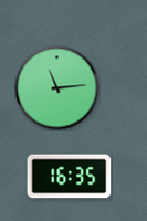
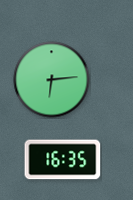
clock at (57, 88): 11:14 -> 6:14
